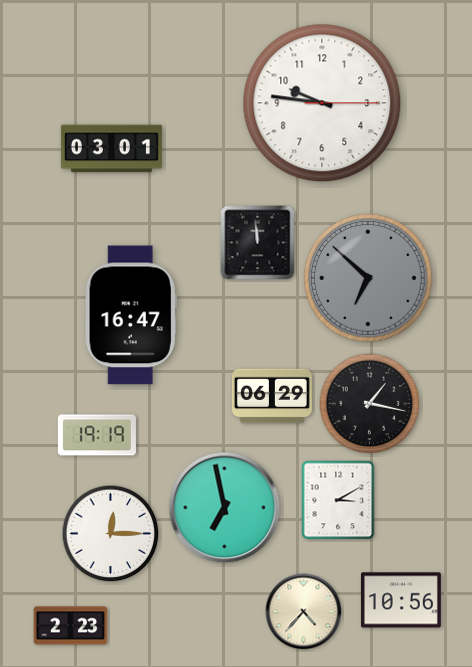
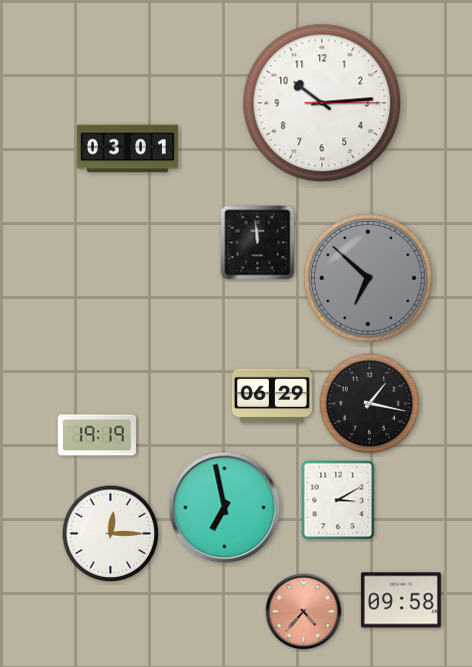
clock at (322, 103): 9:46 -> 10:14
clock at (111, 149) position: (111, 149) -> (127, 149)
clock at (131, 315): 16:47 -> none
clock at (401, 600): 10:56 -> 09:58
clock at (304, 612) dial: cream -> salmon
clock at (71, 626): 2:23 -> none
